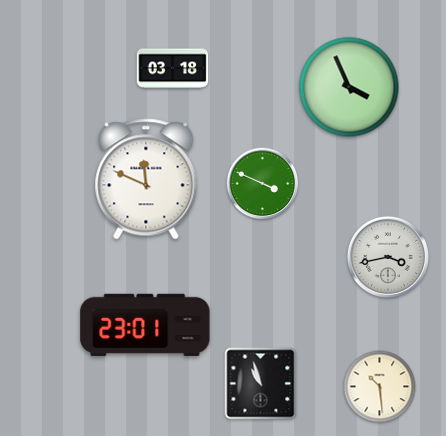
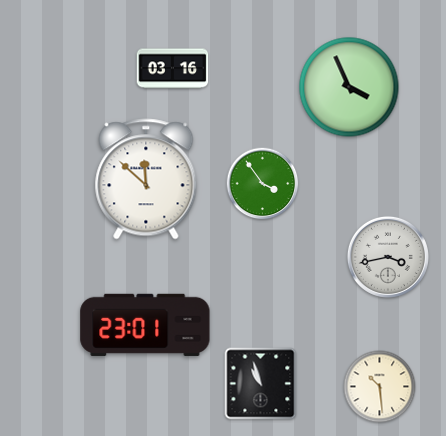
clock at (173, 69): 03:18 -> 03:16
clock at (146, 179): 11:49 -> 11:52
clock at (263, 184): 3:49 -> 3:54
